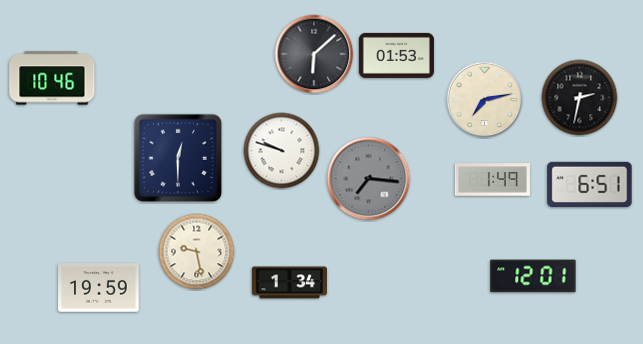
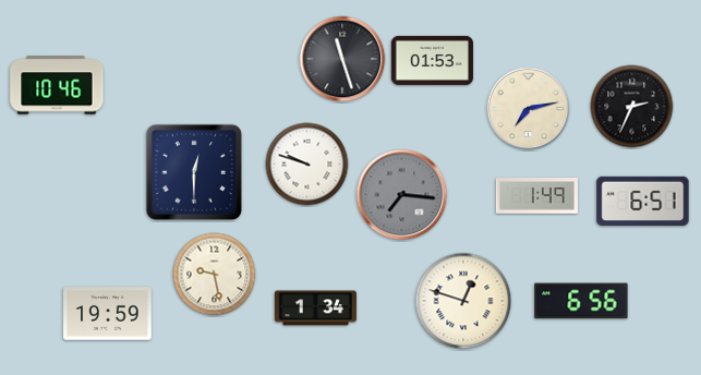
clock at (314, 54): 6:08 -> 11:27
clock at (580, 98): 2:32 -> 2:34
clock at (463, 301): none -> 12:48
clock at (533, 276): 12:01 -> 6:56
